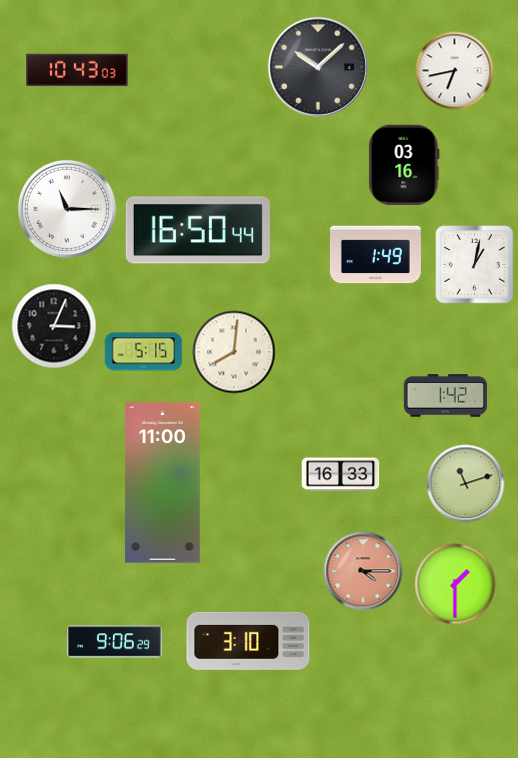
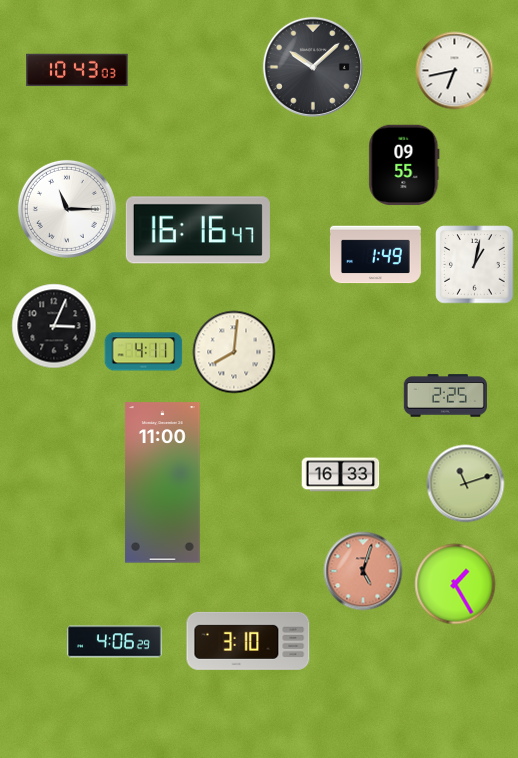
clock at (318, 67) position: (318, 67) -> (313, 67)
clock at (404, 165): 03:16 -> 09:55
clock at (198, 230): 16:50 -> 16:16
clock at (143, 352): 5:15 -> 4:11
clock at (445, 396): 1:42 -> 2:25
clock at (363, 571): 4:15 -> 5:03
clock at (455, 584): 1:30 -> 1:25
clock at (115, 642): 9:06 -> 4:06
